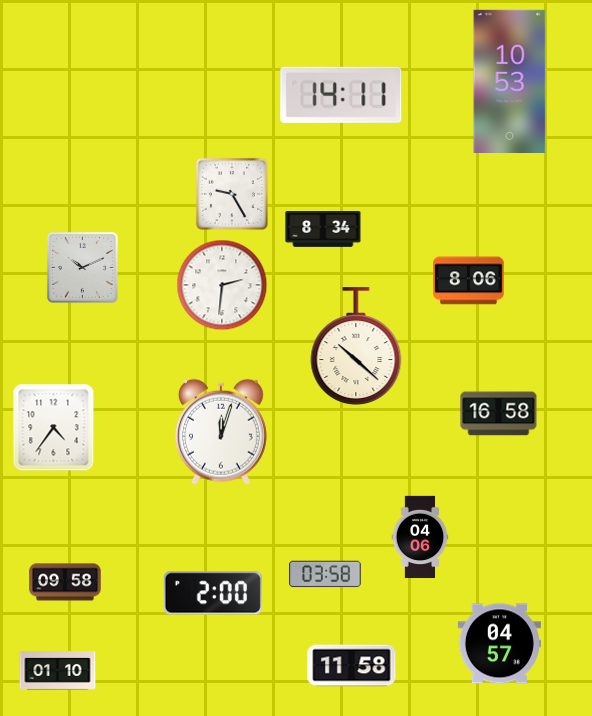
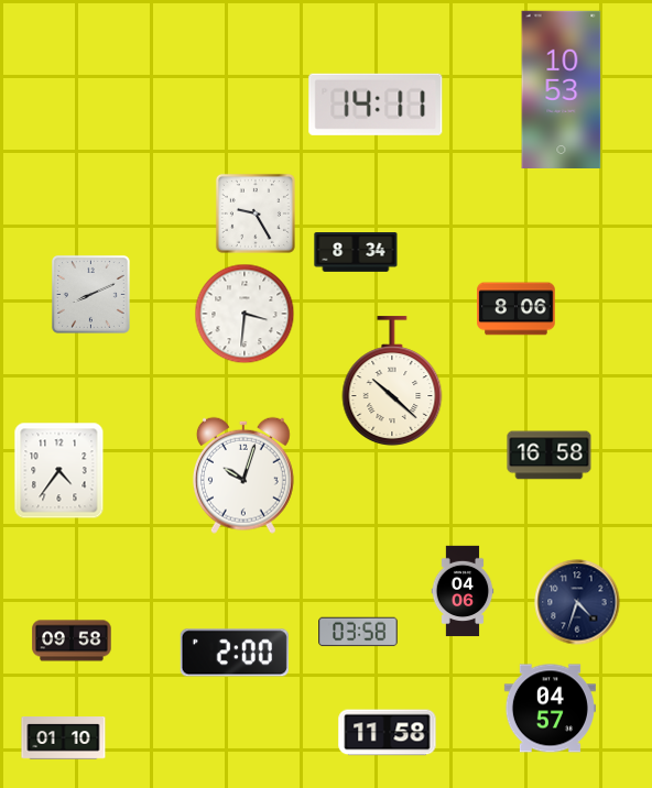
clock at (82, 267): 10:11 -> 8:11
clock at (222, 285): 2:31 -> 3:31
clock at (221, 432): 12:03 -> 10:03
clock at (577, 602): none -> 4:33
